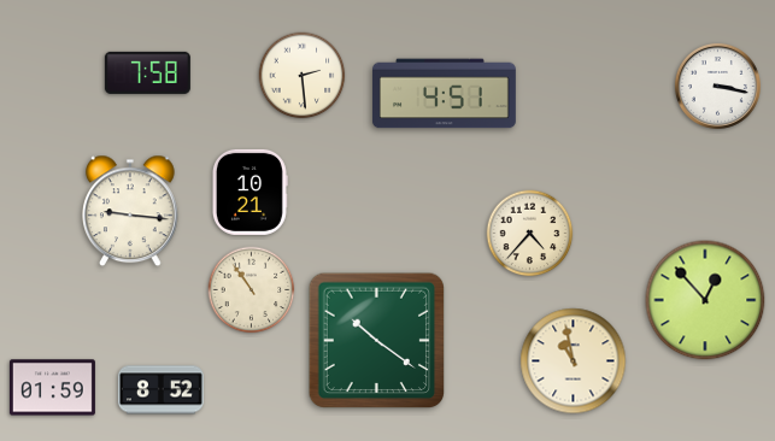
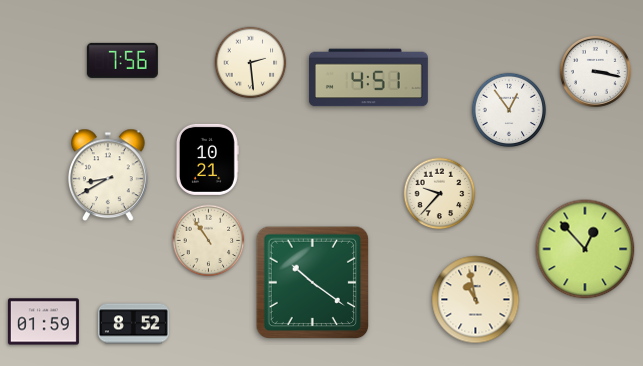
clock at (147, 72): 7:58 -> 7:56
clock at (509, 110): none -> 12:54
clock at (131, 211): 9:16 -> 8:40
clock at (530, 234): 4:37 -> 9:37
